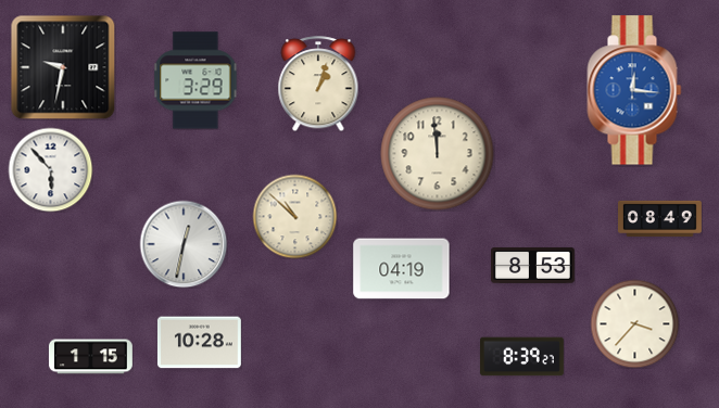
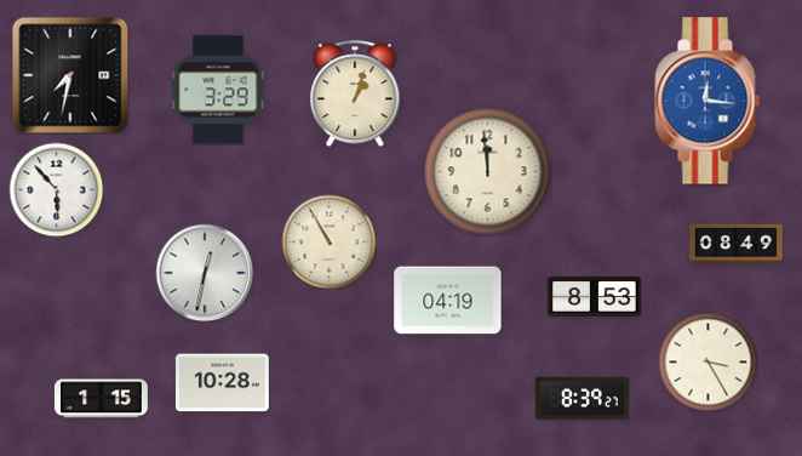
clock at (63, 67): 9:32 -> 7:32
clock at (294, 216): 10:52 -> 10:55
clock at (634, 323): 3:37 -> 3:25
